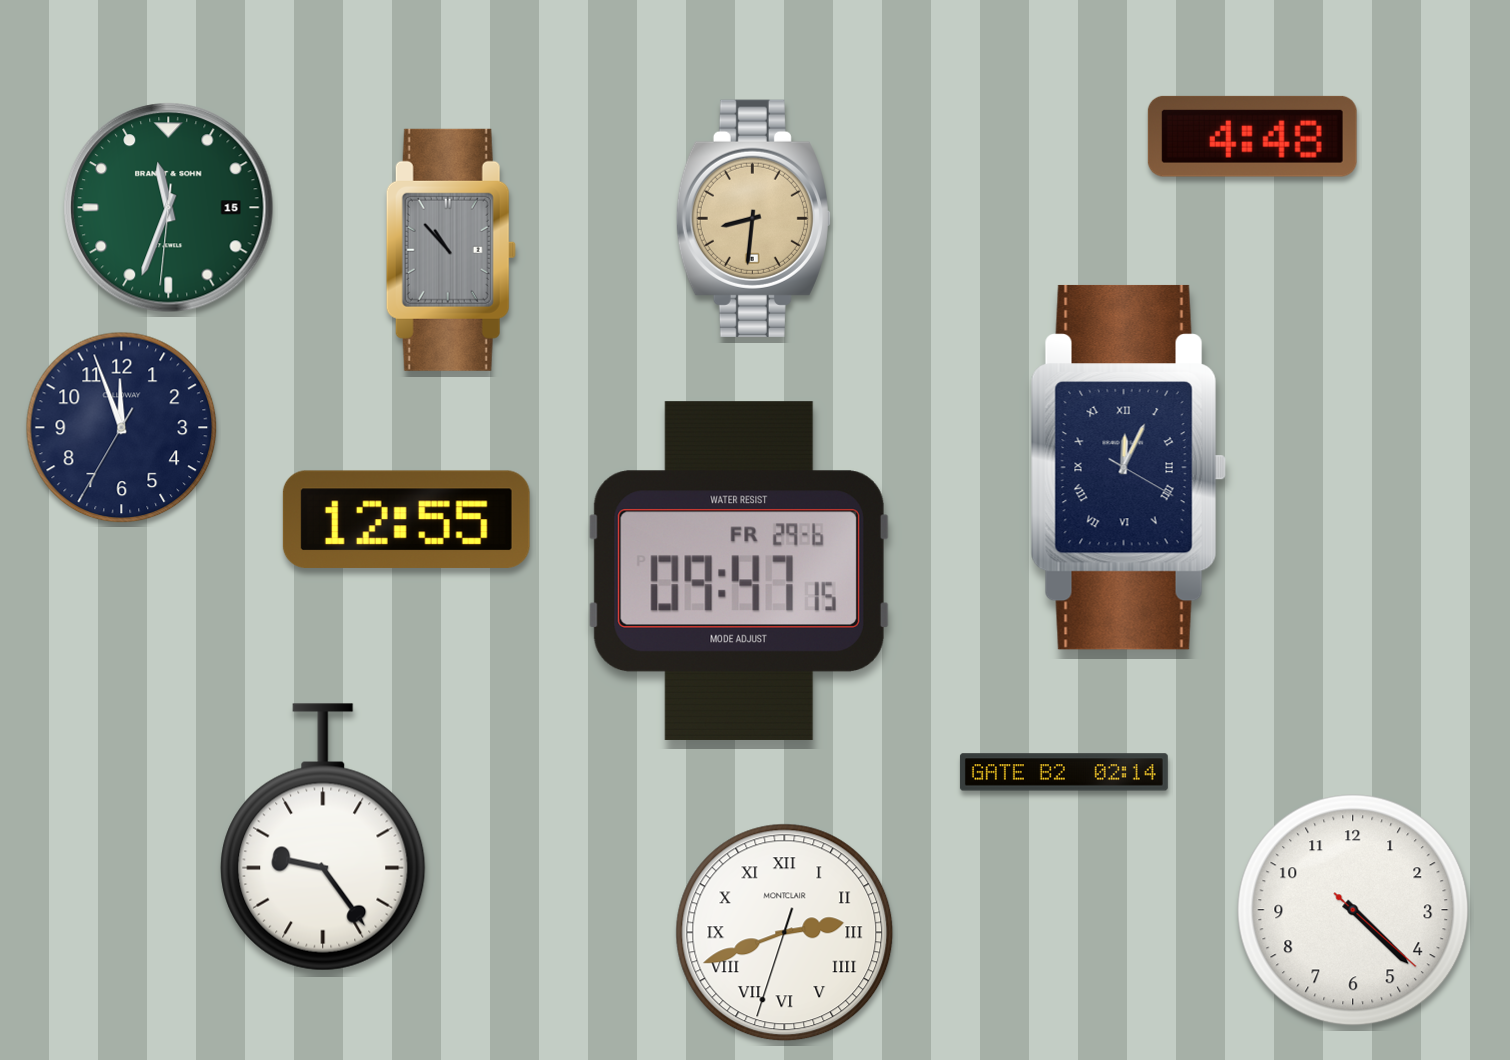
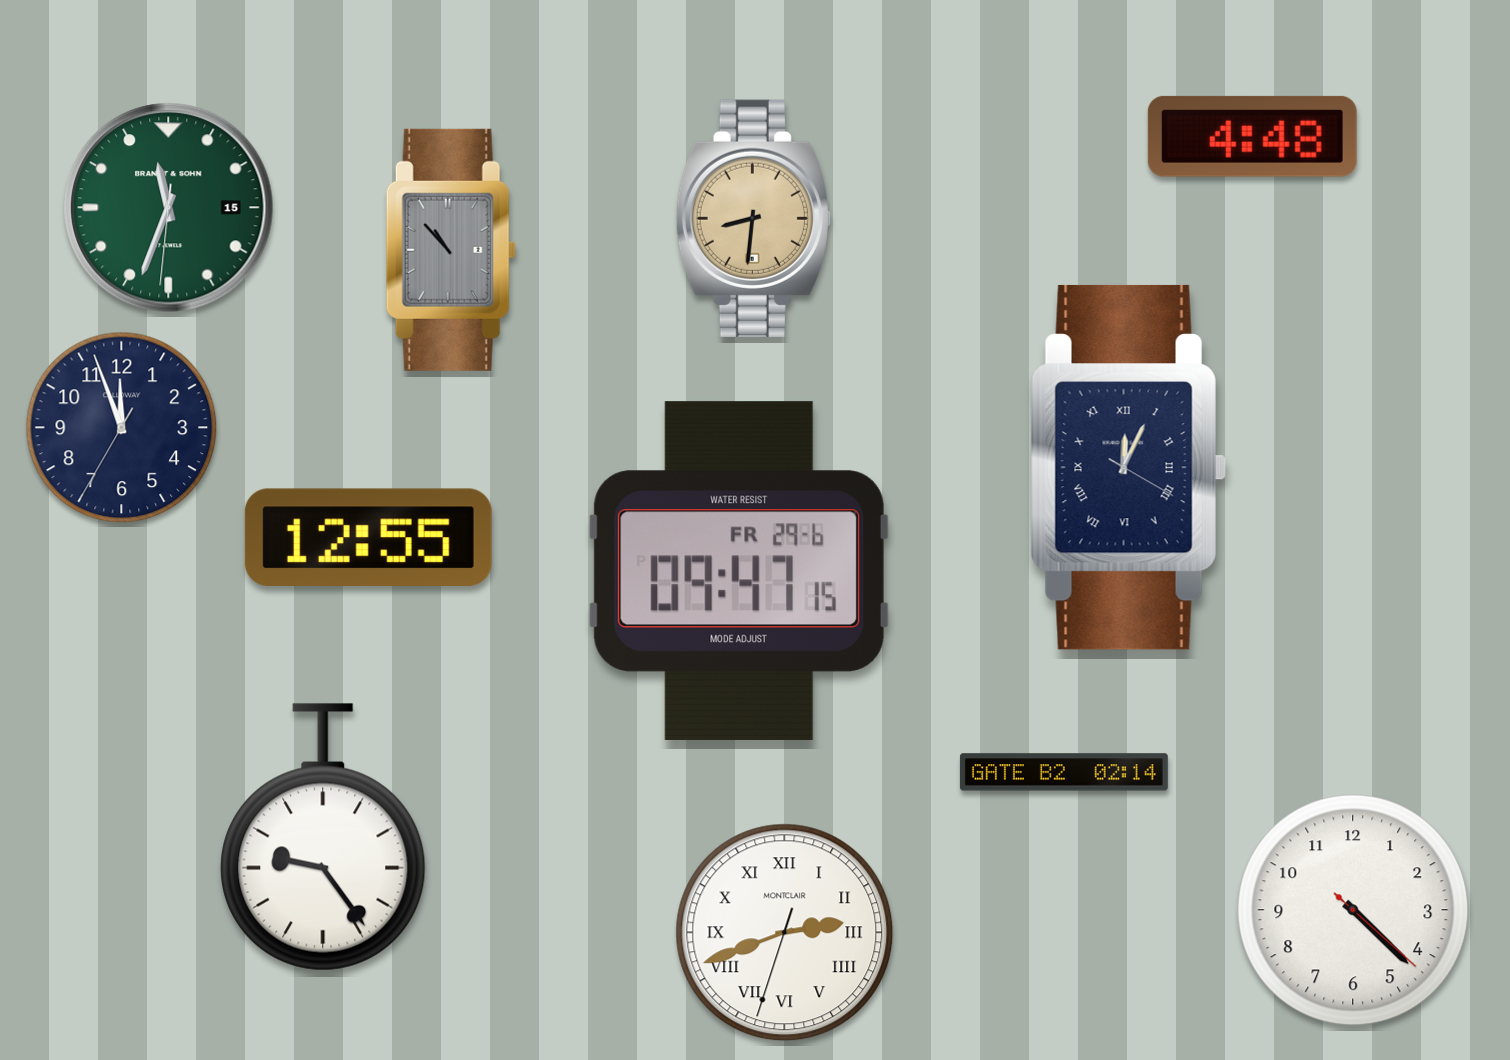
clock at (406, 519) position: (406, 519) -> (368, 537)
